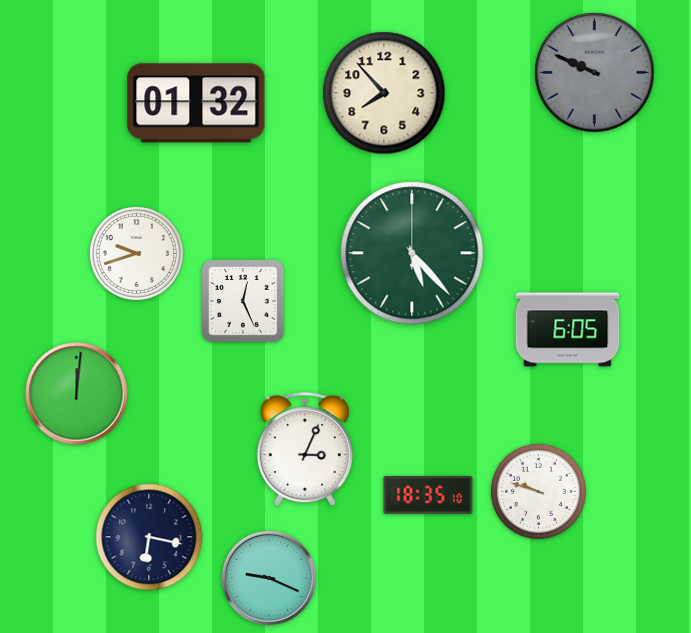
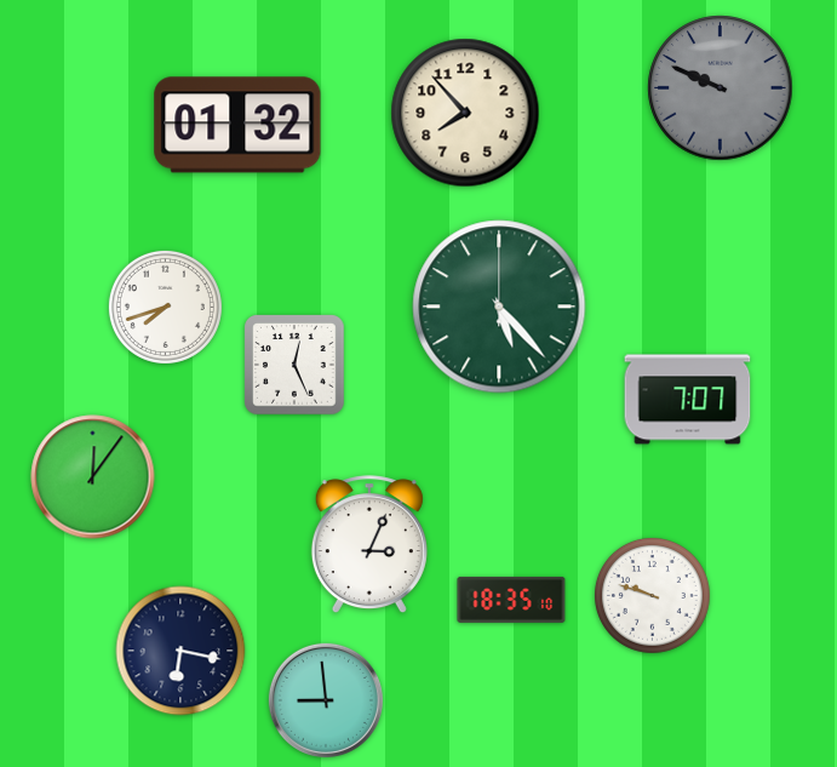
clock at (136, 253): 9:42 -> 7:42
clock at (568, 330): 6:05 -> 7:07
clock at (77, 394): 12:01 -> 12:06
clock at (428, 495) position: (428, 495) -> (511, 600)
clock at (269, 578): 9:19 -> 8:59
